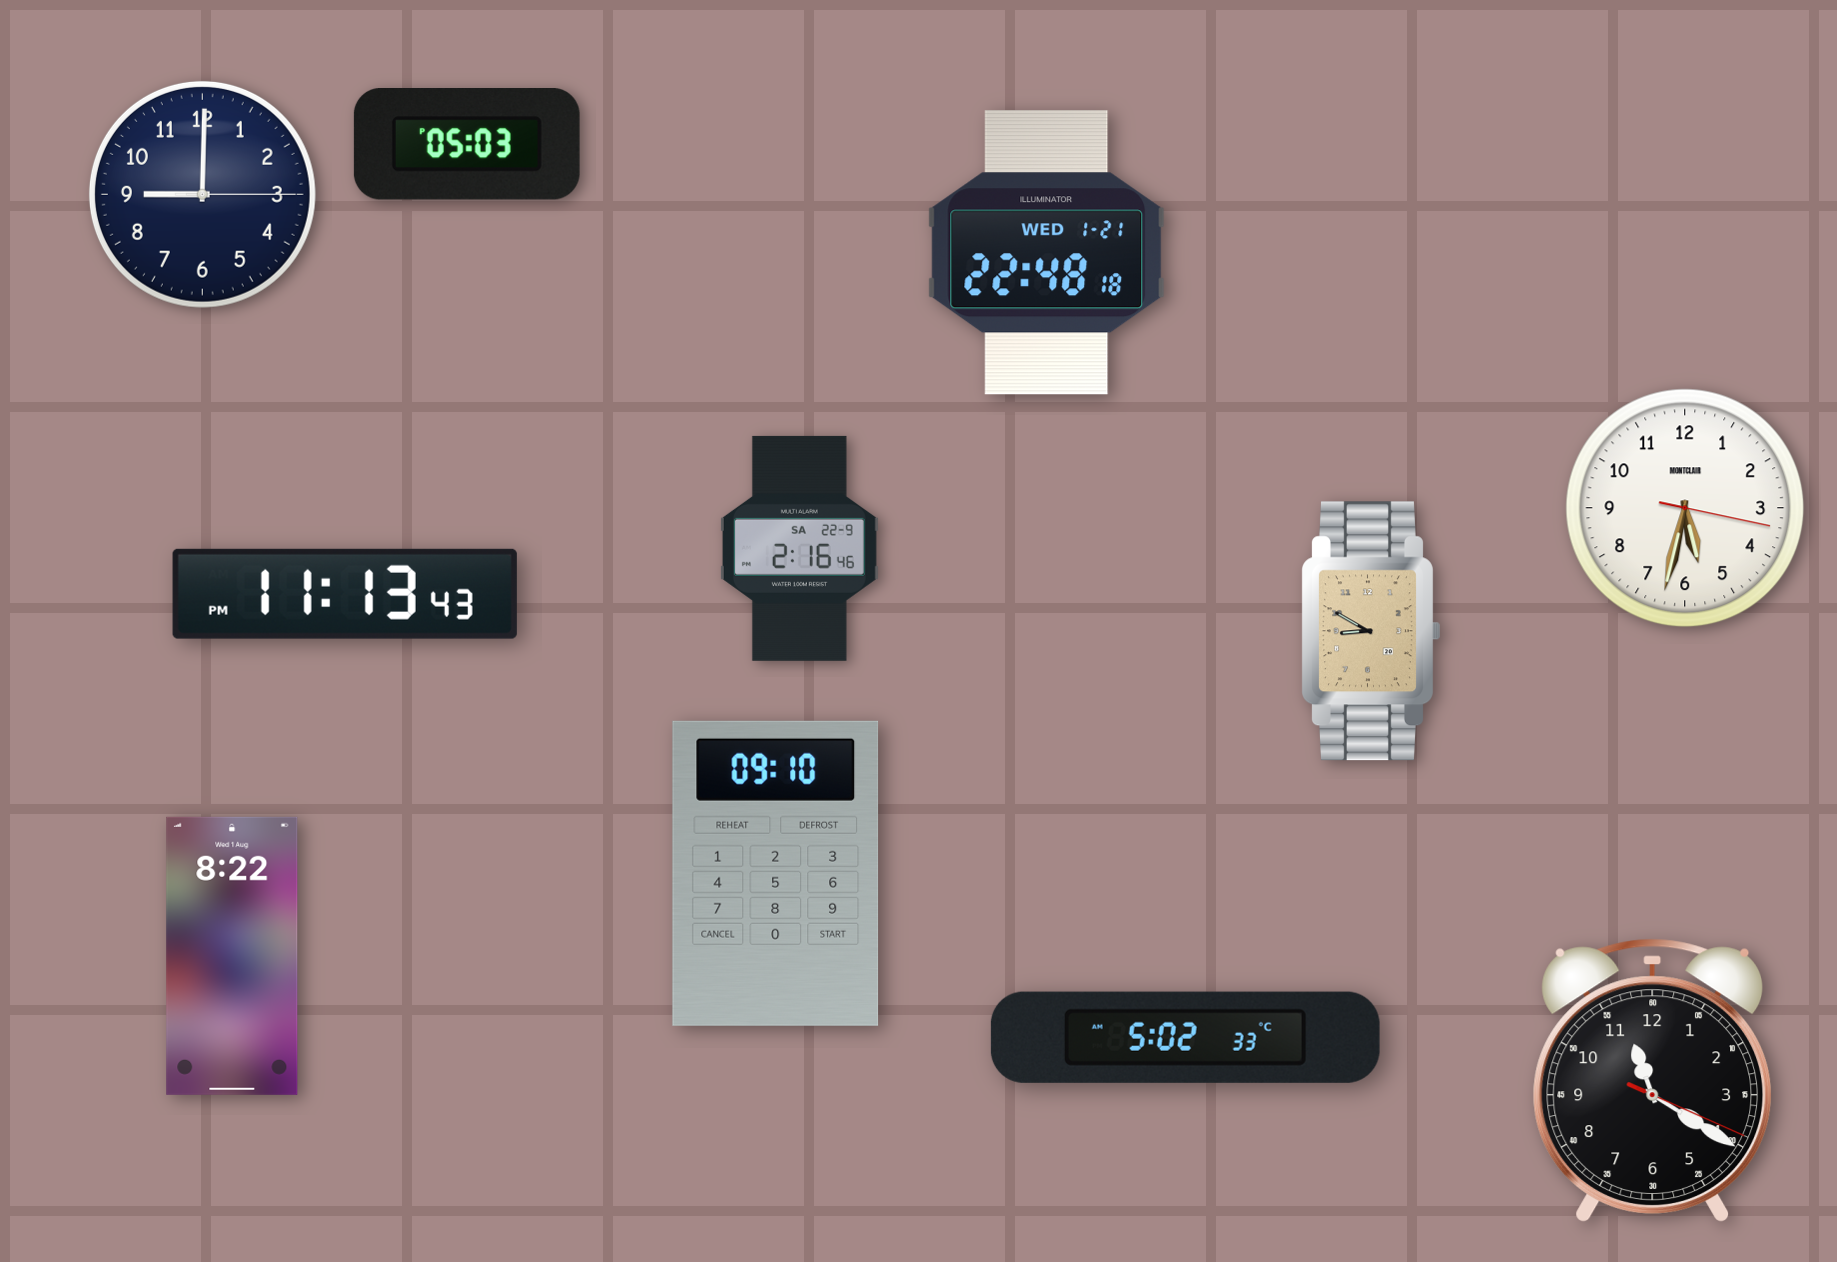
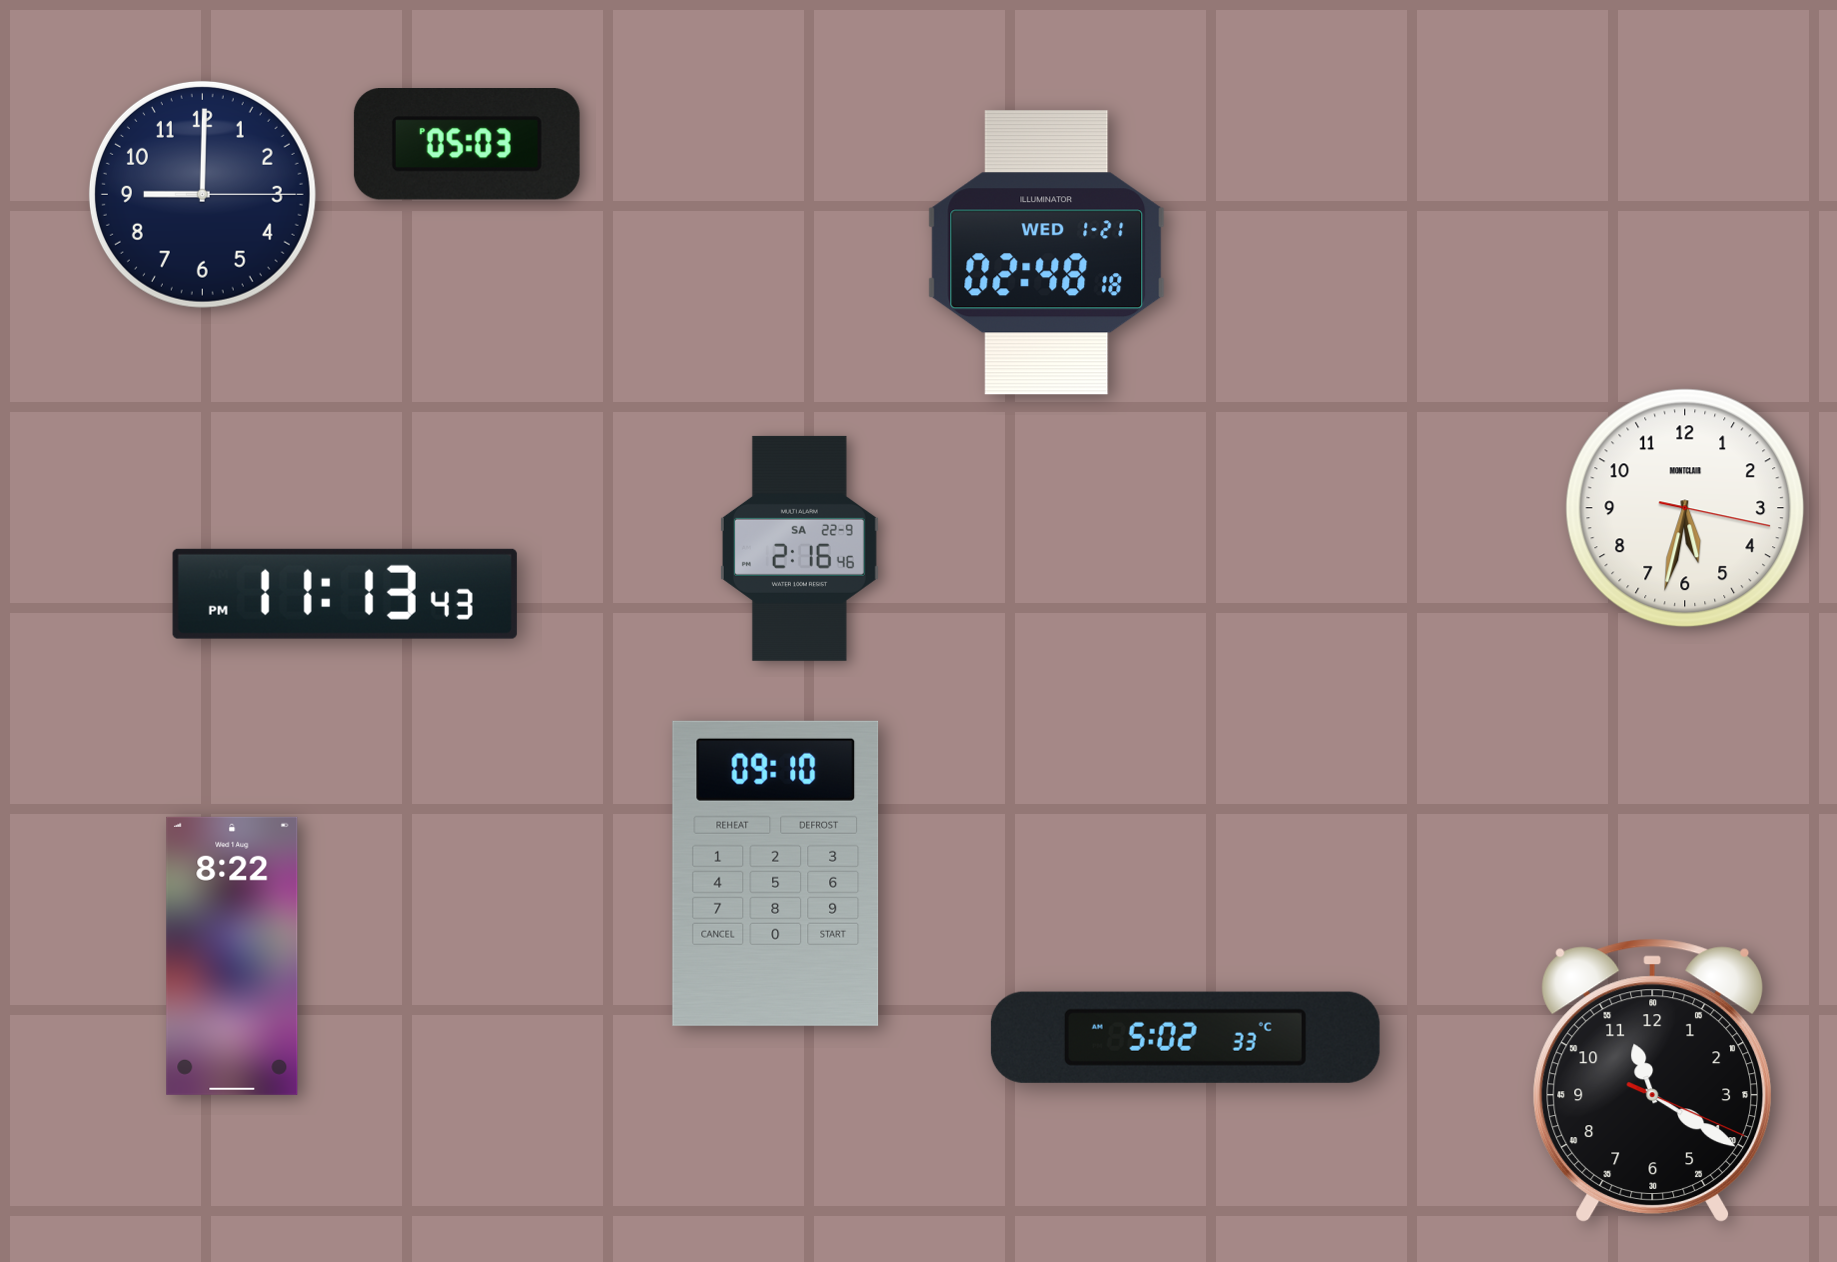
clock at (1047, 253): 22:48 -> 02:48
clock at (1371, 631): 8:50 -> none
